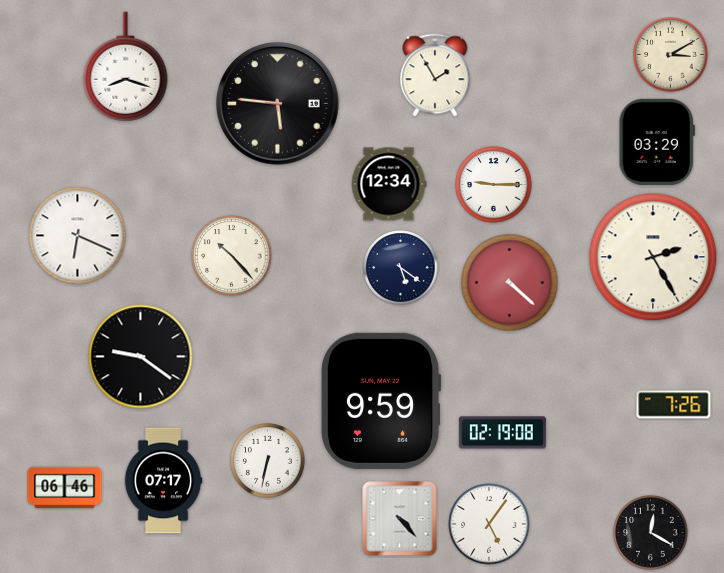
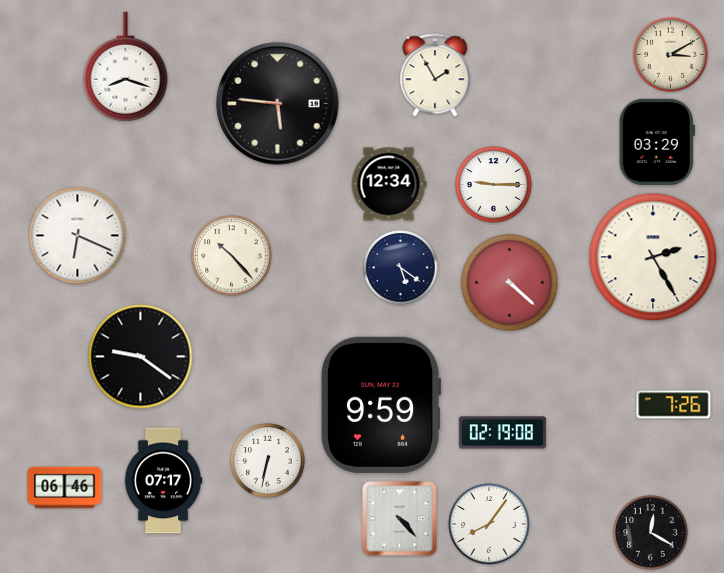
clock at (381, 401) position: (381, 401) -> (381, 405)
clock at (489, 524): 5:06 -> 8:06
